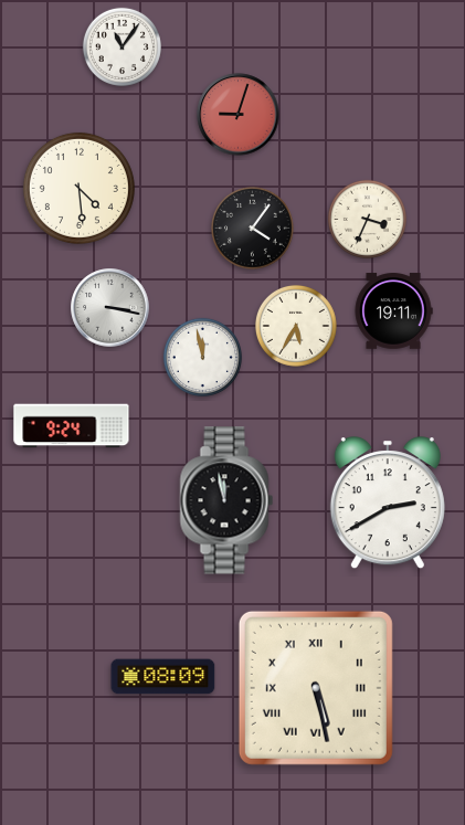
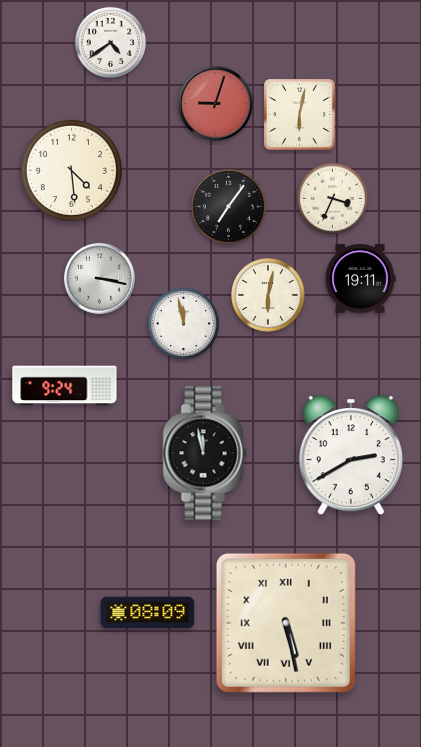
clock at (121, 46): 11:06 -> 4:39
clock at (300, 115): none -> 6:02
clock at (253, 229): 4:06 -> 7:06
clock at (393, 311) position: (393, 311) -> (360, 279)
clock at (296, 326): 5:35 -> 6:02
